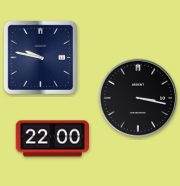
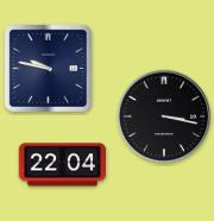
clock at (52, 139): 22:00 -> 22:04
